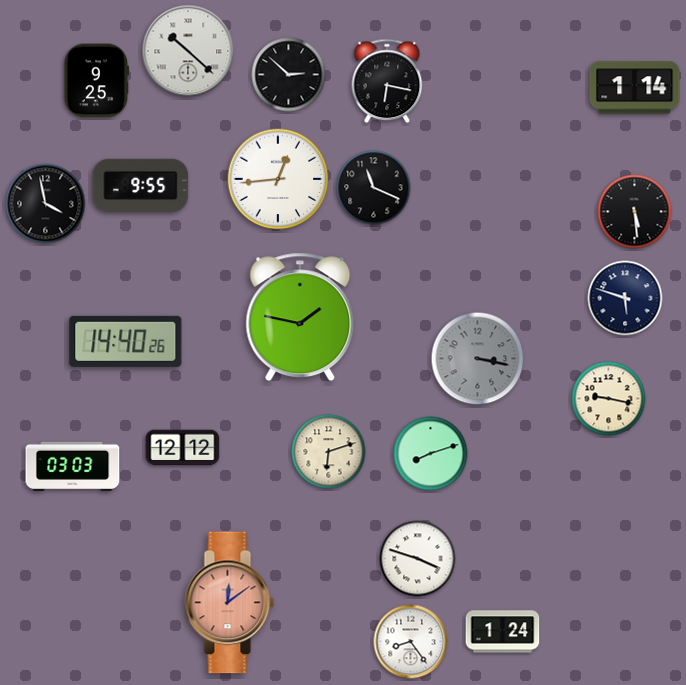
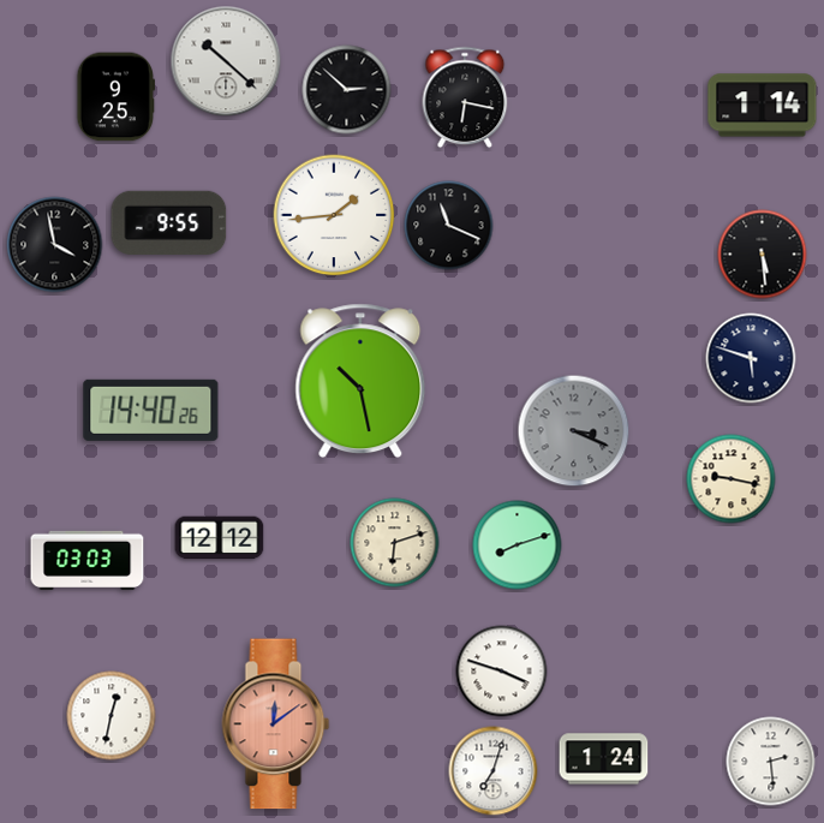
clock at (278, 179): 12:44 -> 1:44
clock at (300, 317): 1:47 -> 10:28
clock at (478, 359): 3:17 -> 3:19
clock at (112, 716): none -> 12:32
clock at (771, 762): none -> 2:29
clock at (411, 642): 8:24 -> 7:03
